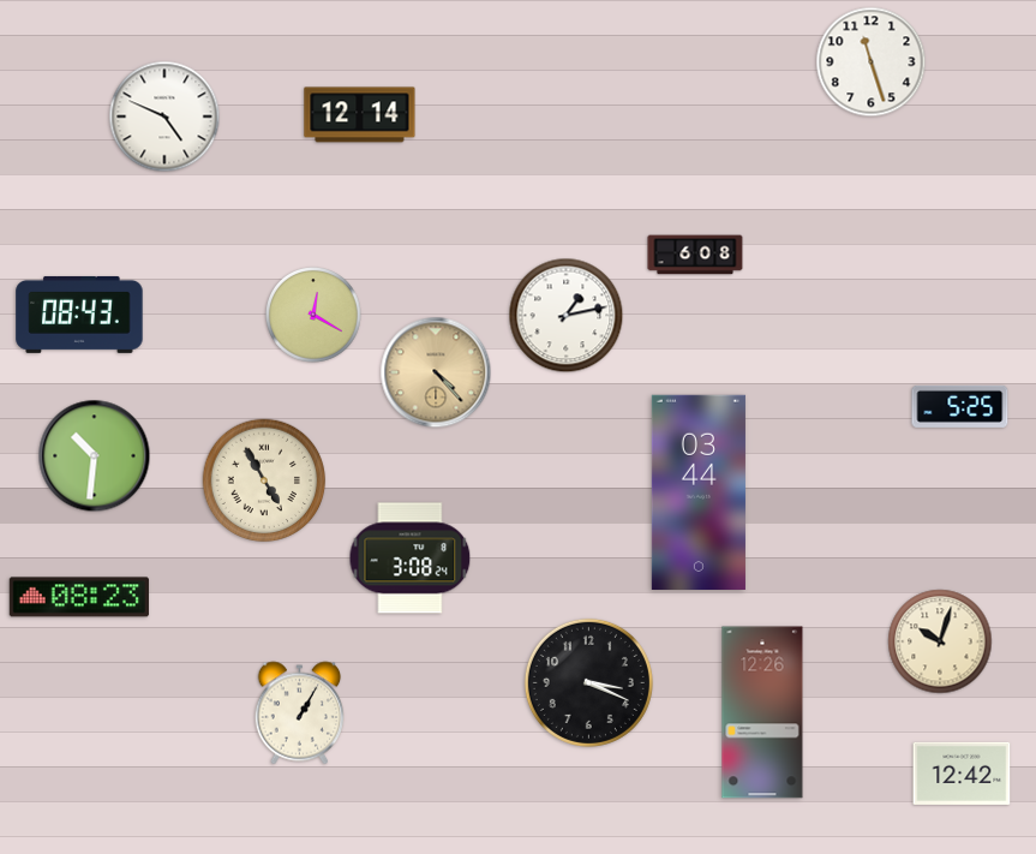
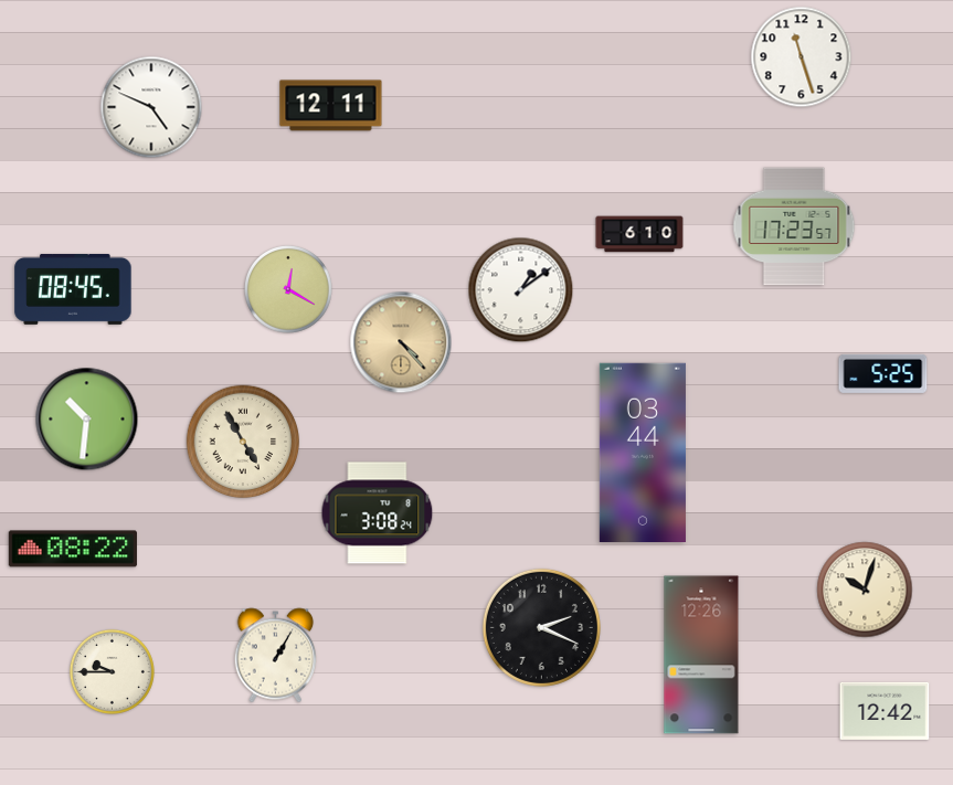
clock at (360, 115): 12:14 -> 12:11
clock at (794, 226): none -> 17:23
clock at (695, 255): 6:08 -> 6:10
clock at (79, 315): 08:43 -> 08:45
clock at (567, 316): 1:13 -> 1:09
clock at (79, 597): 08:23 -> 08:22
clock at (588, 682): 3:19 -> 2:19
clock at (112, 671): none -> 9:45
